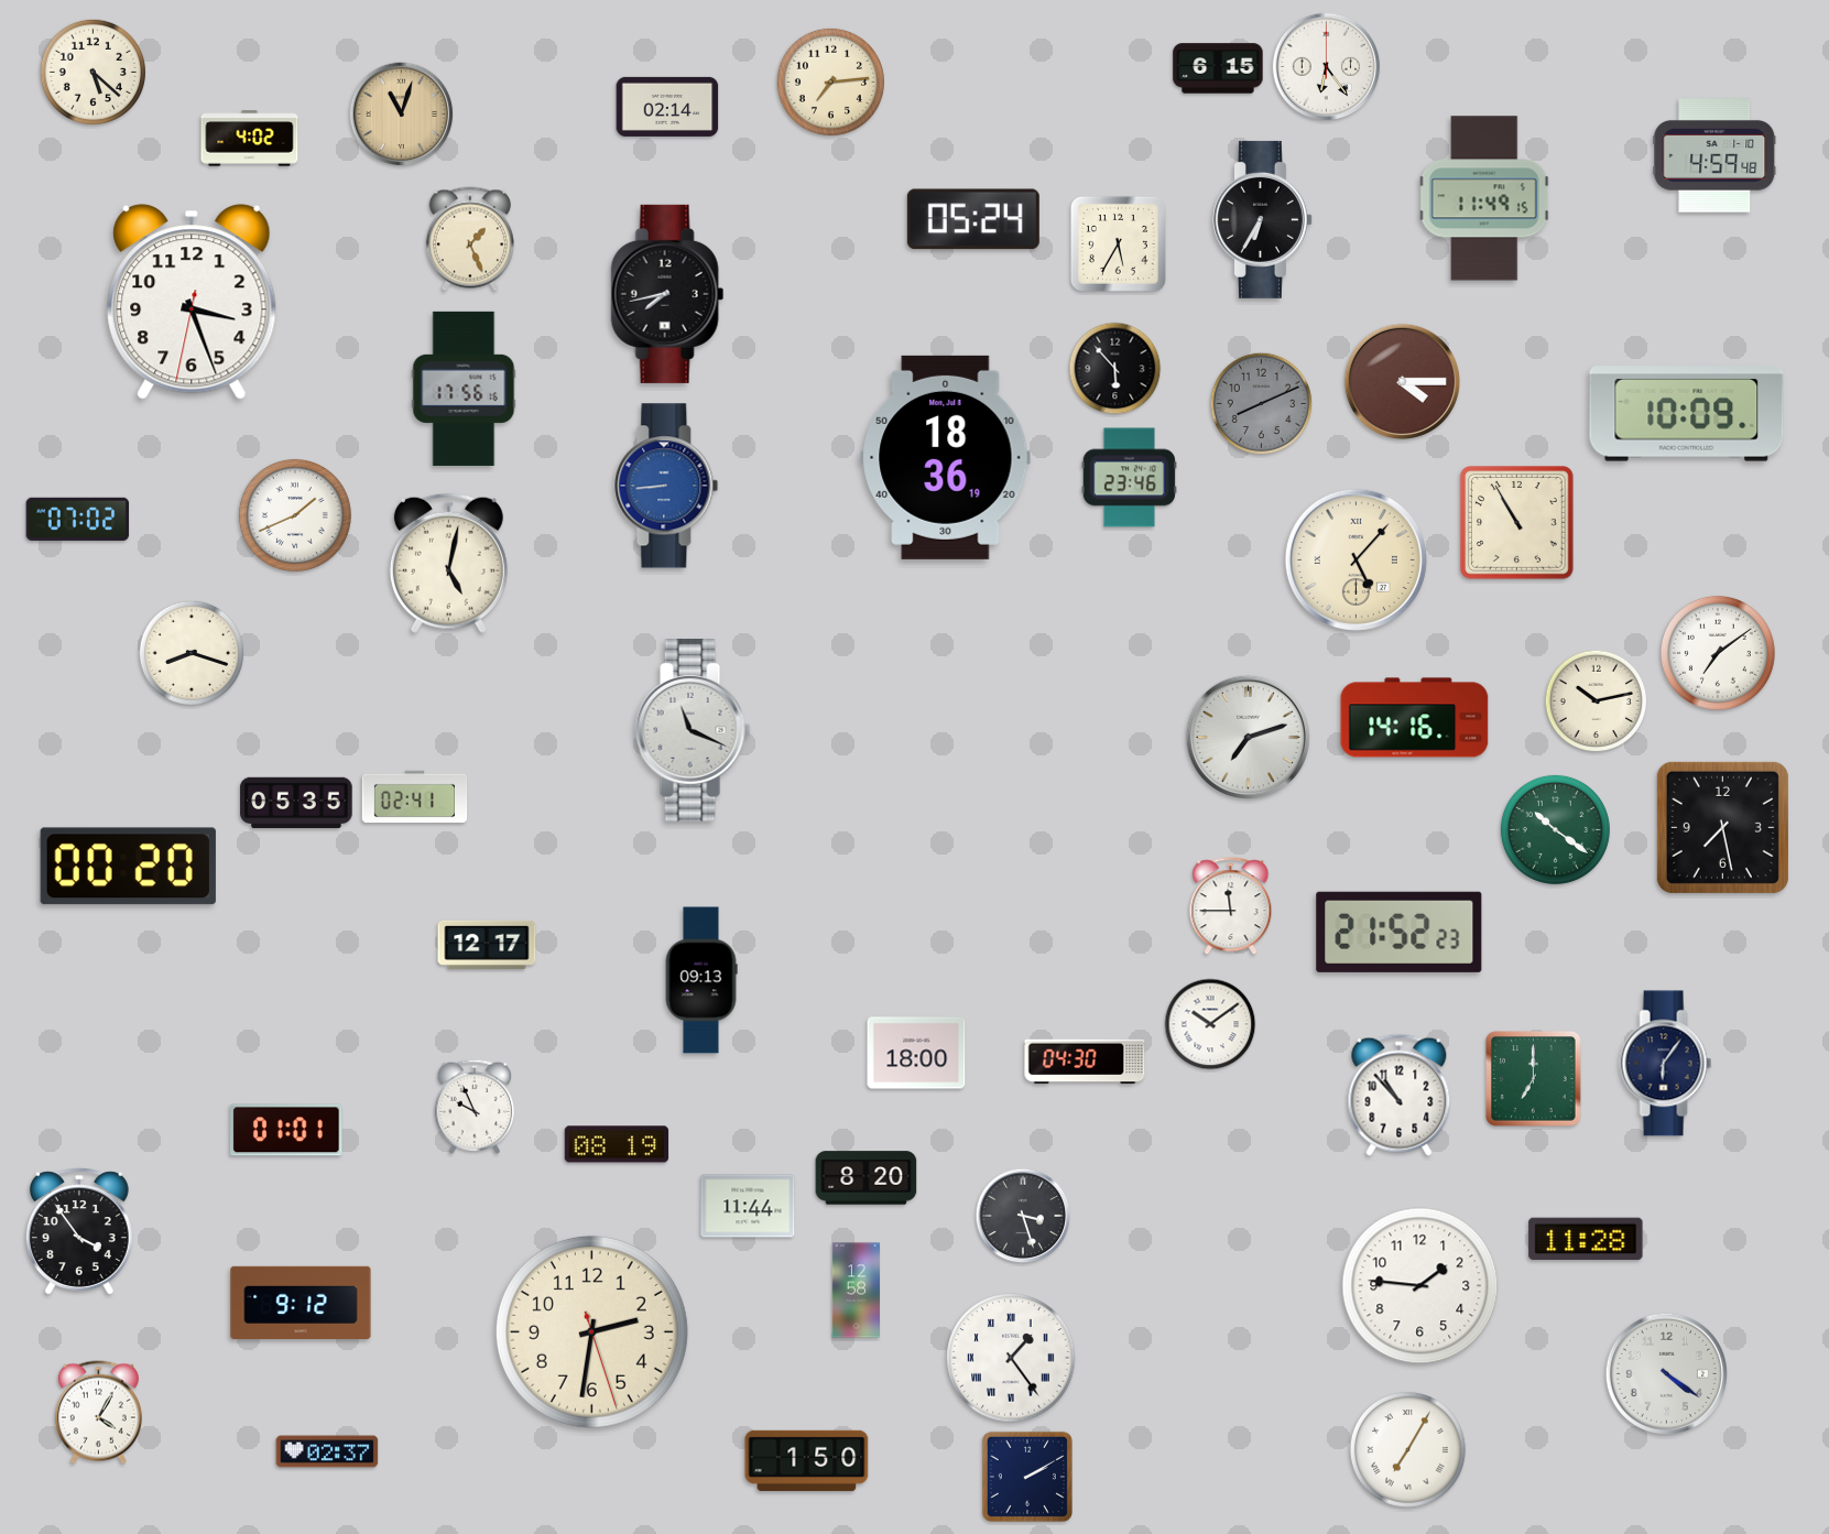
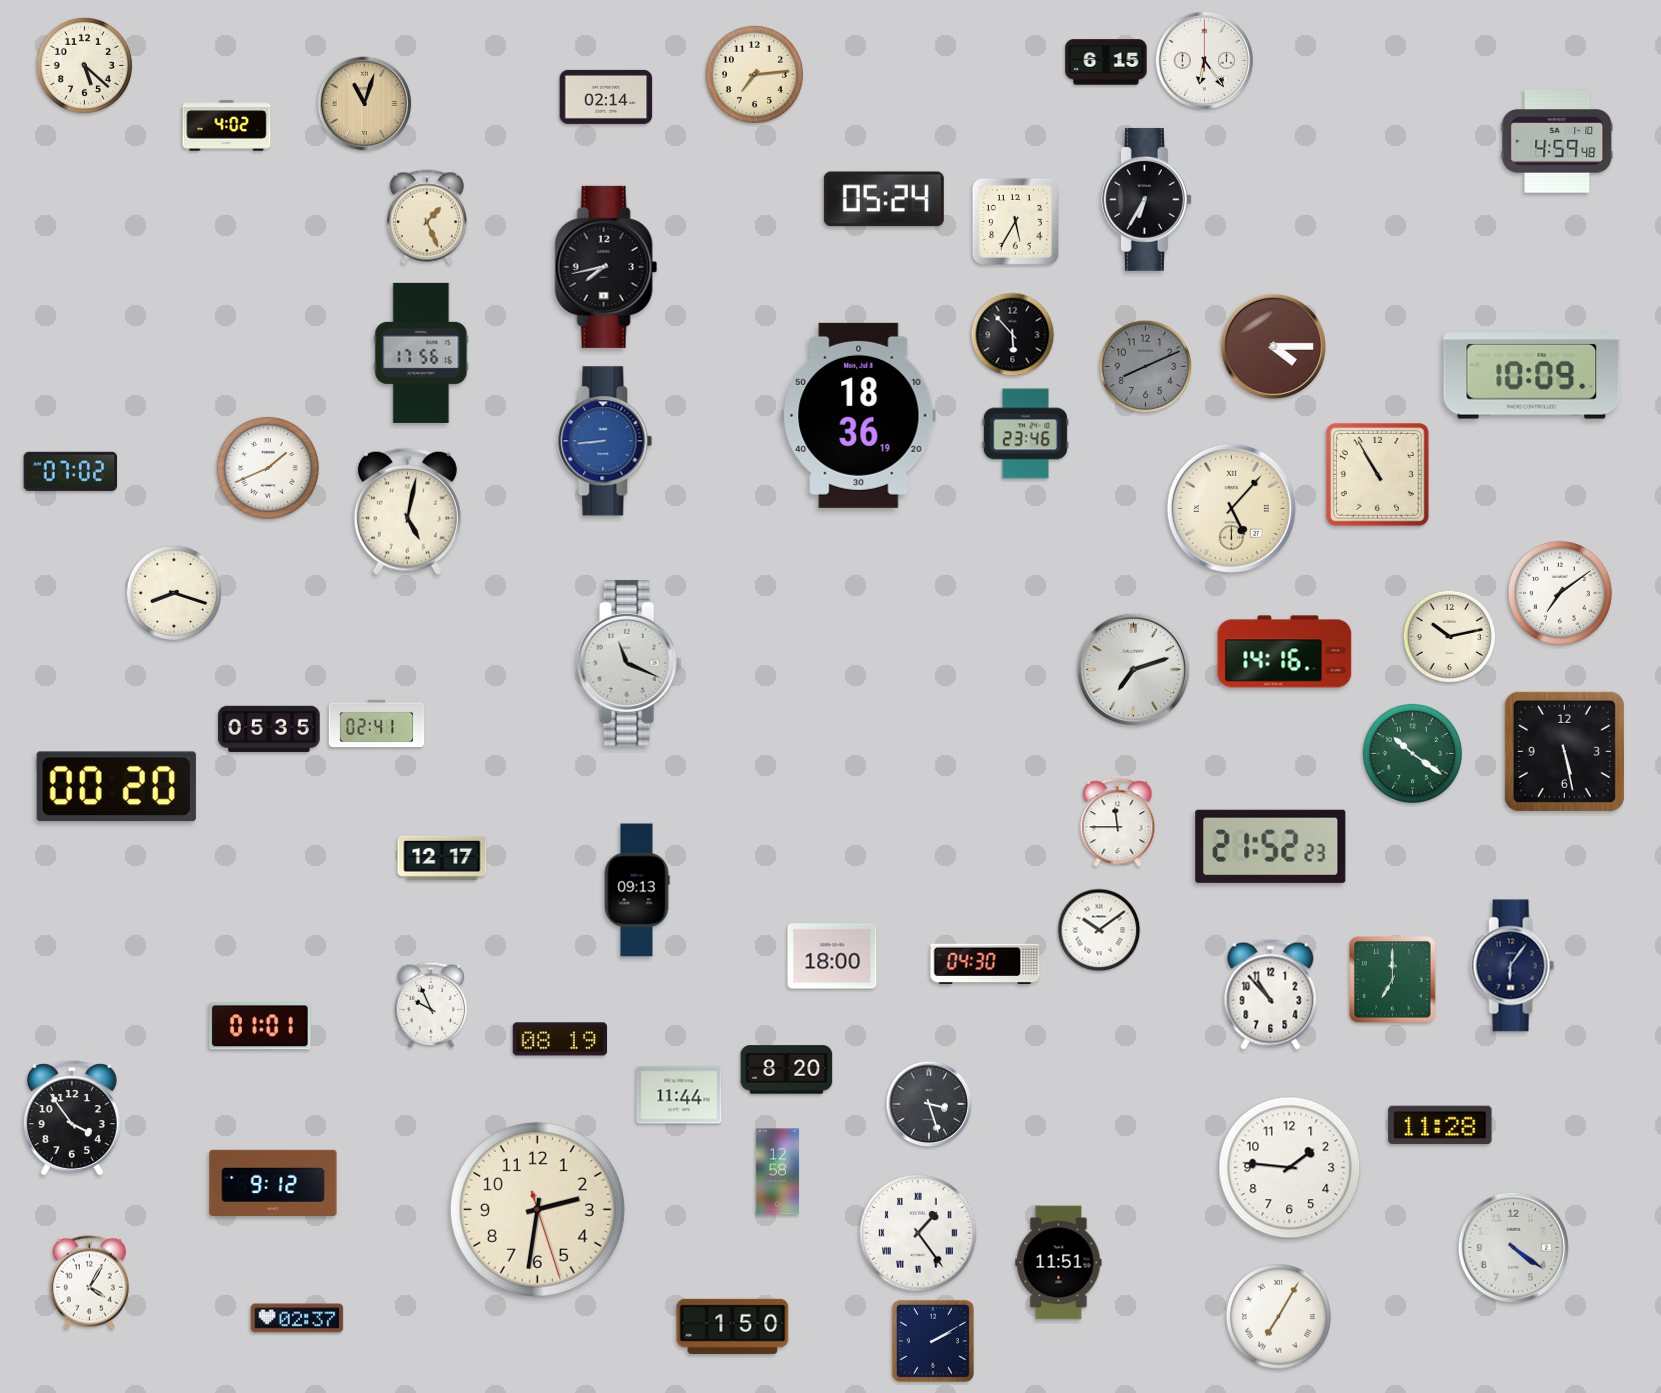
clock at (1484, 198): 11:49 -> none
clock at (192, 302): 3:26 -> none
clock at (1722, 827): 7:28 -> 5:28
clock at (1059, 1263): none -> 11:51
